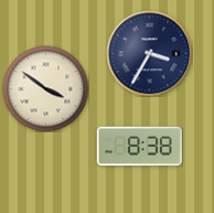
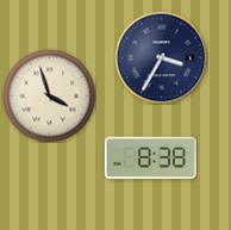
clock at (45, 88): 3:51 -> 3:57
